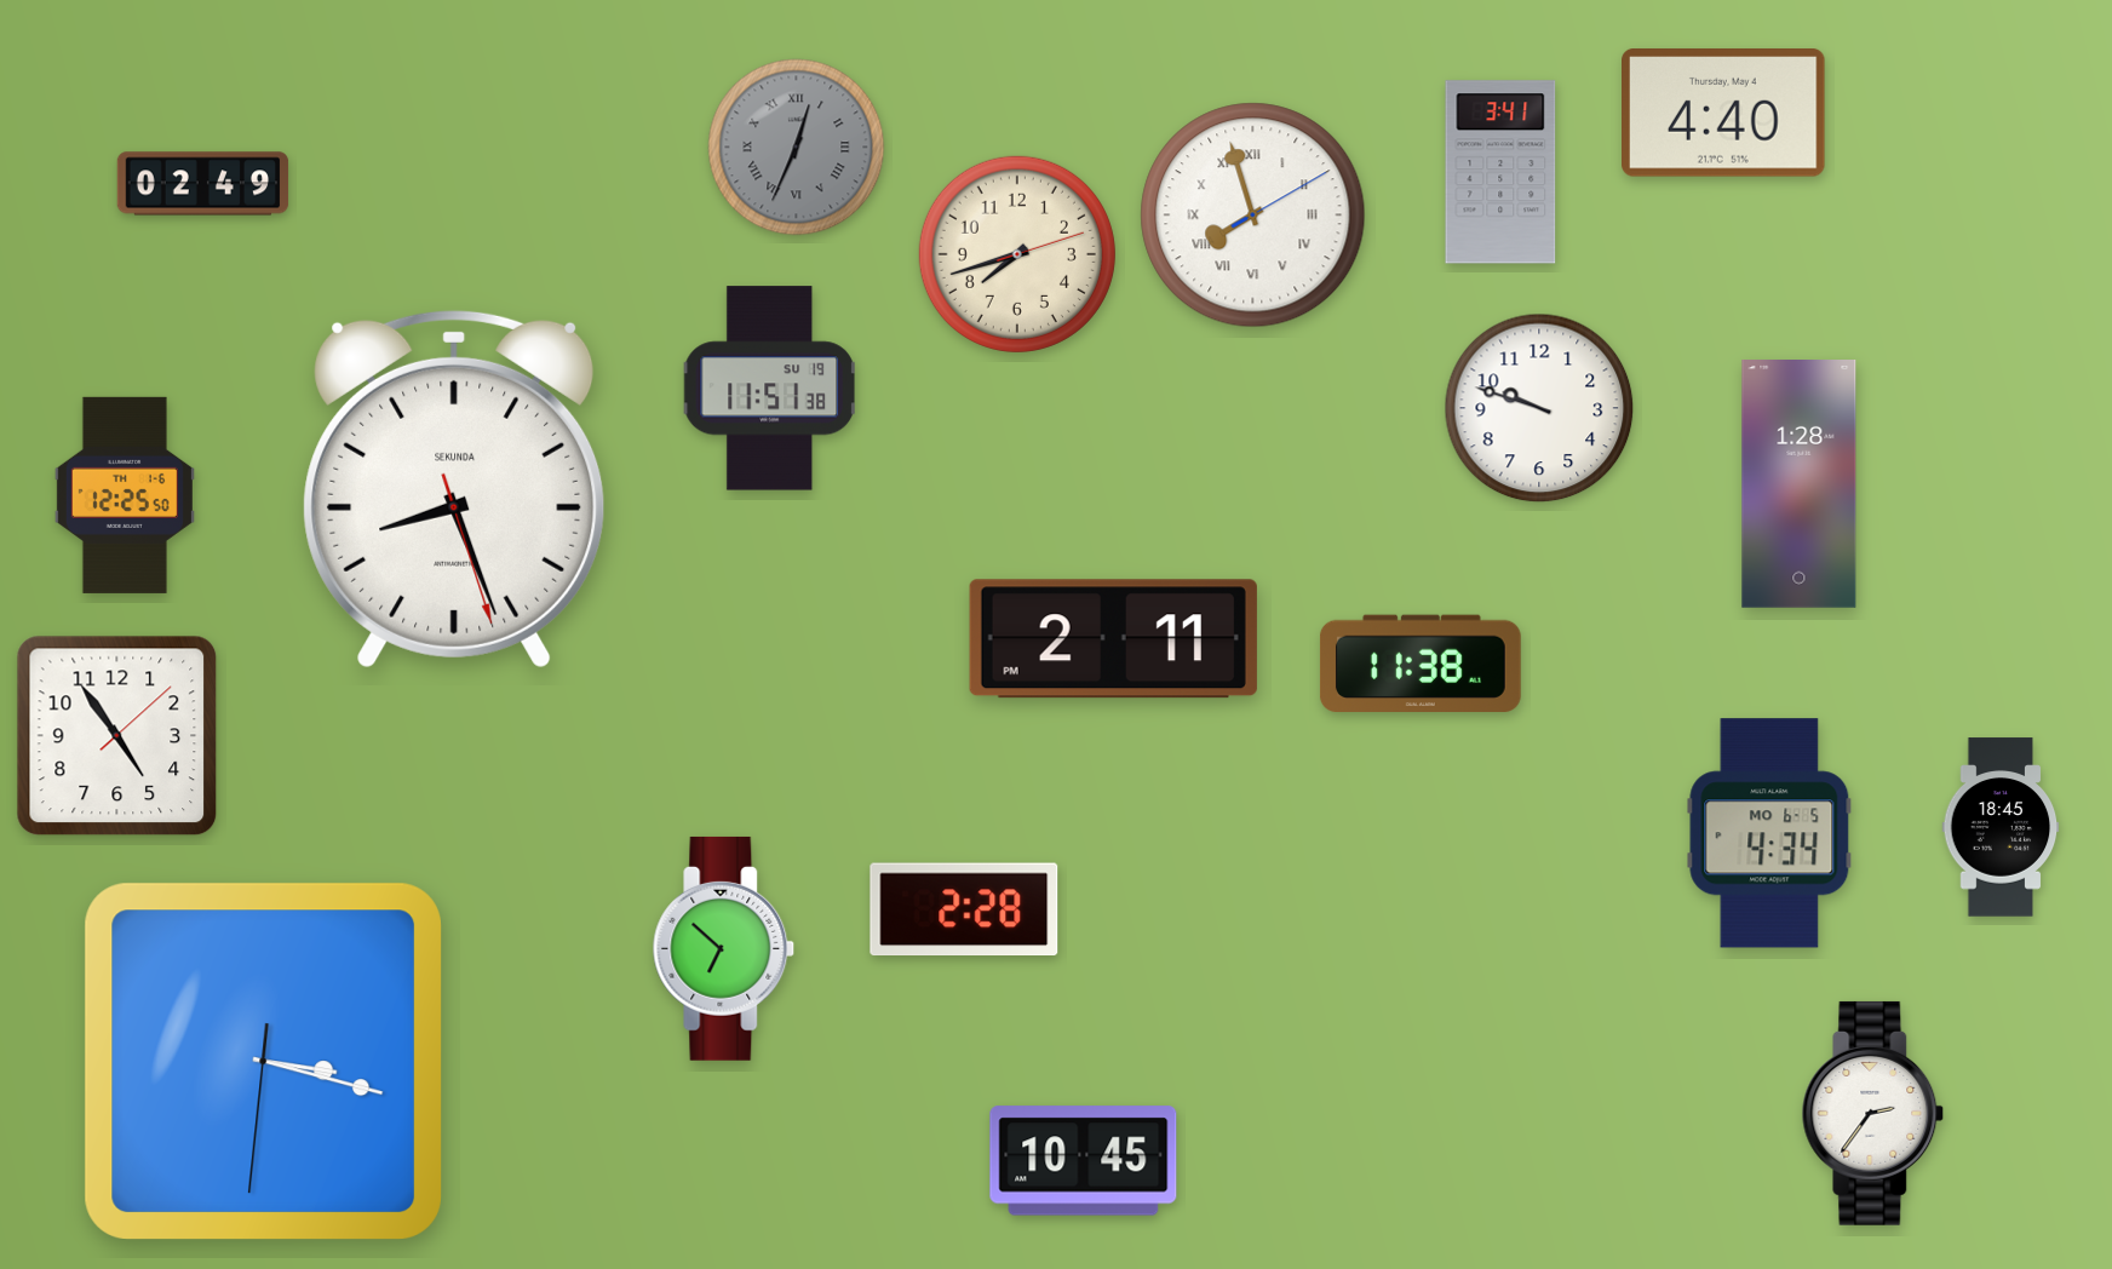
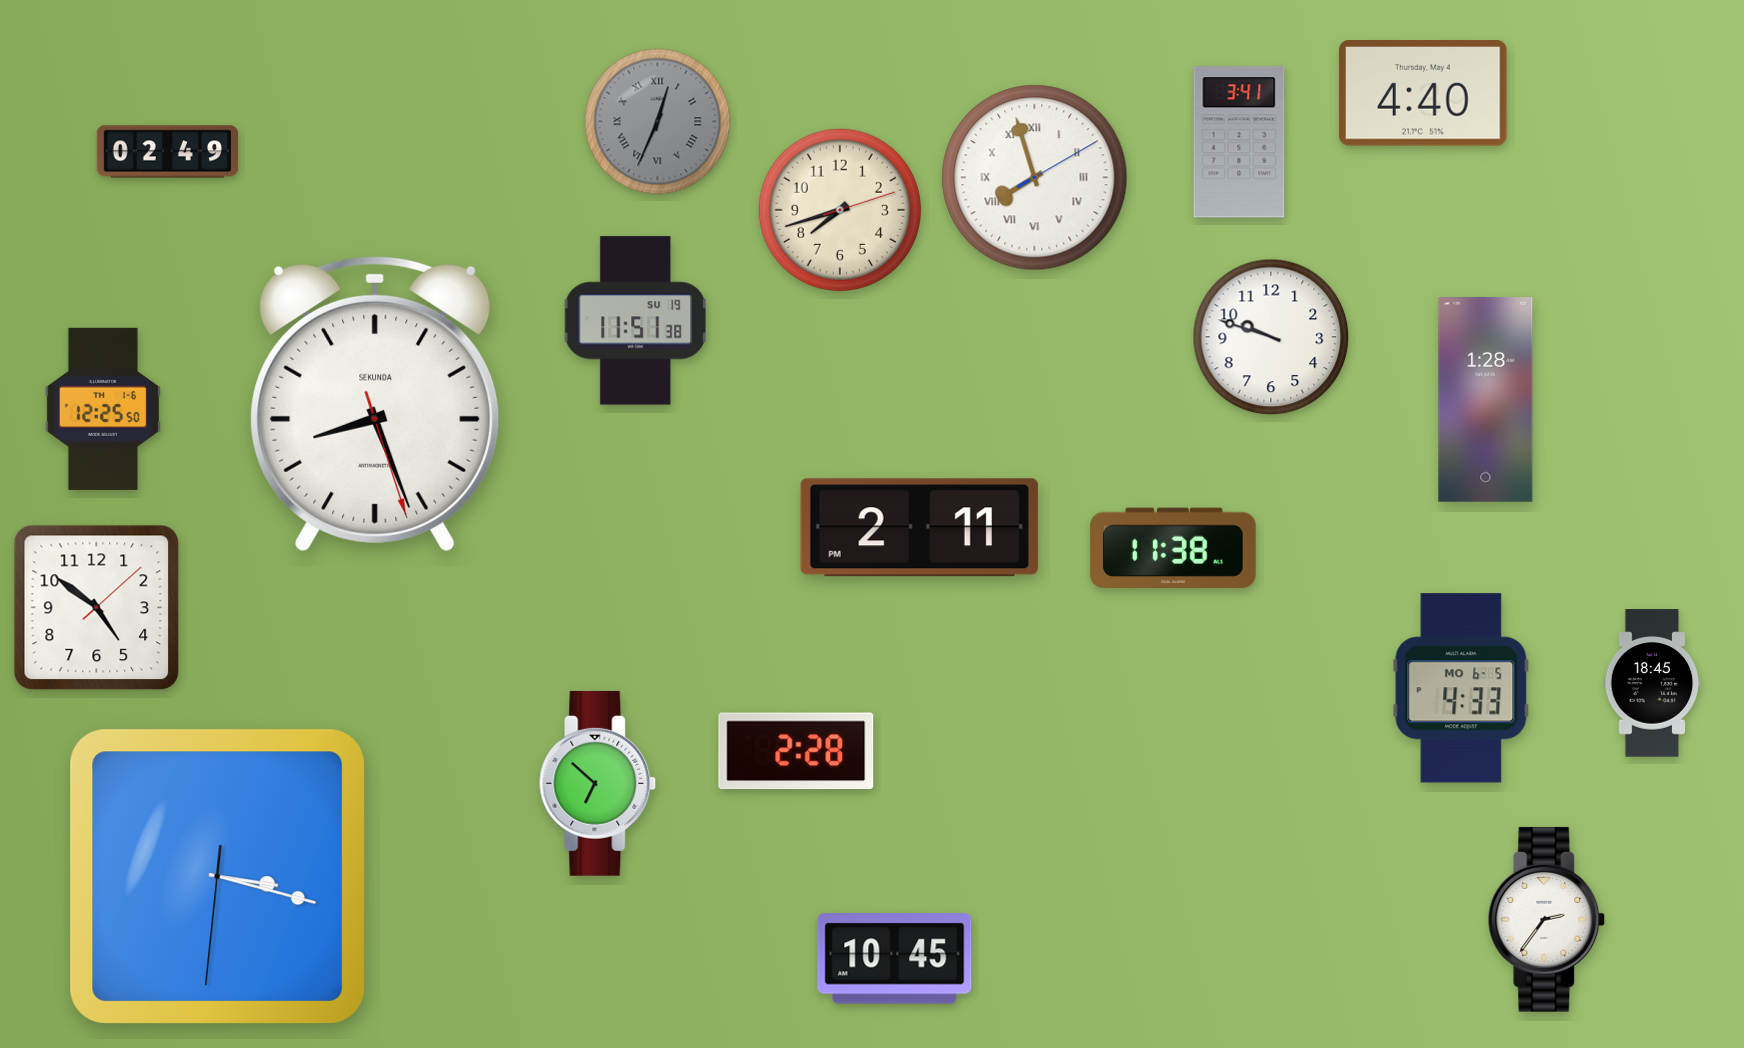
clock at (117, 736): 4:54 -> 4:51
clock at (1769, 833): 4:34 -> 4:33
